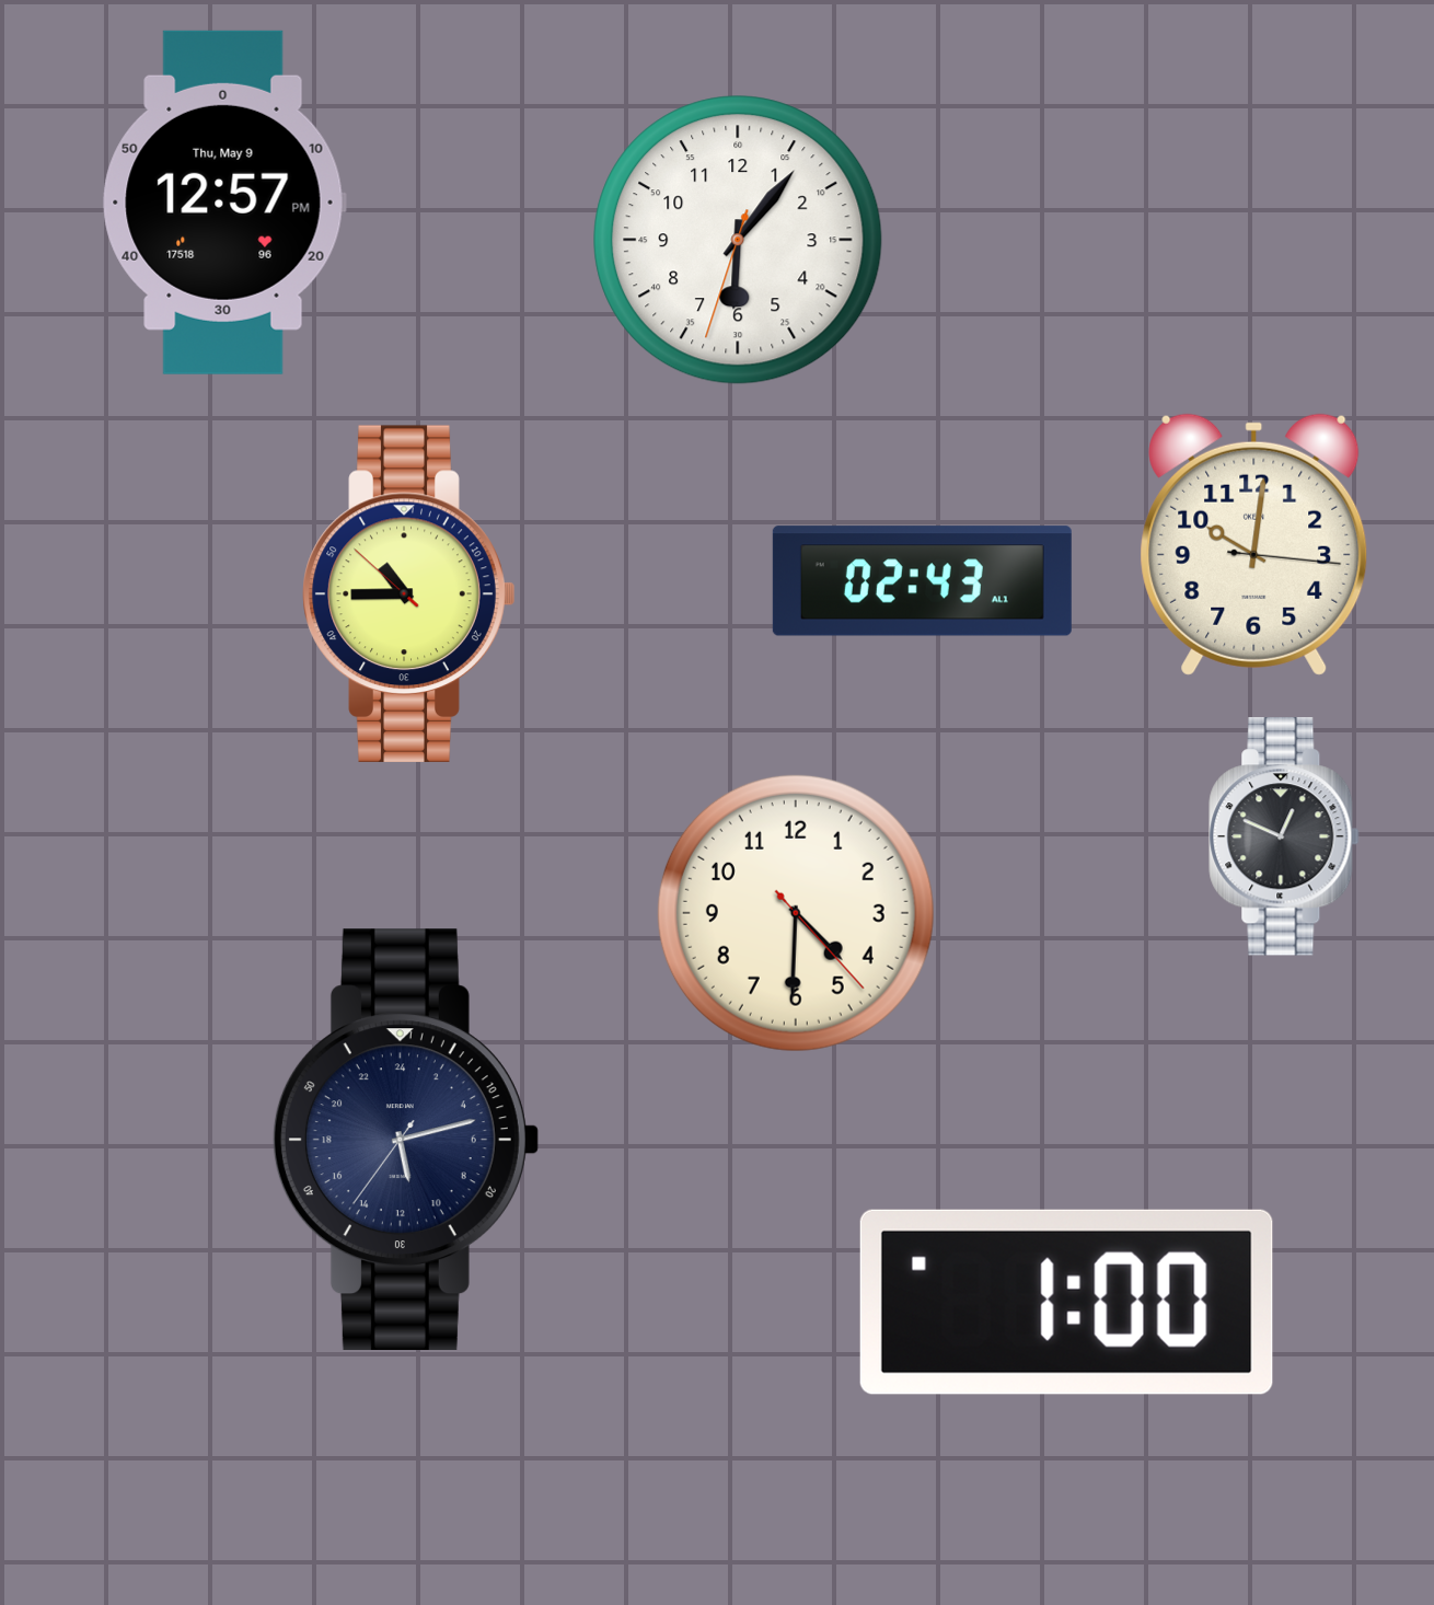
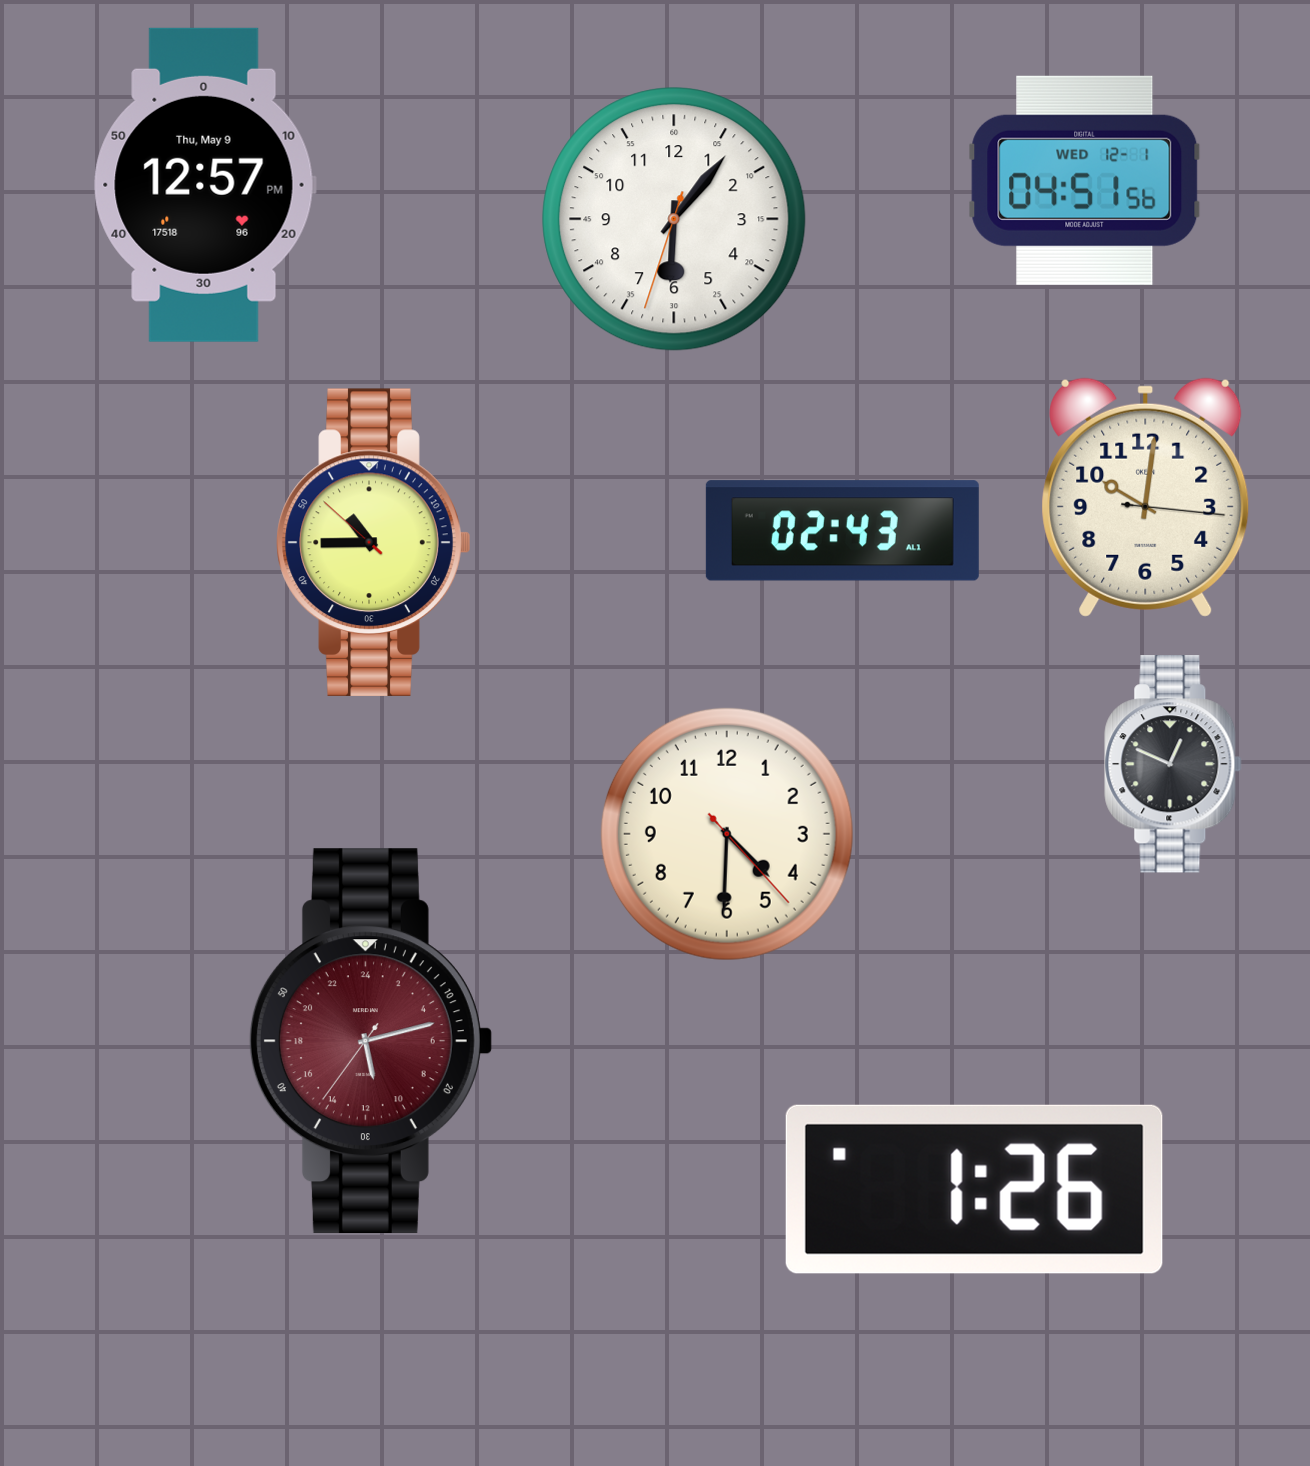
clock at (1085, 180): none -> 04:51
clock at (405, 1140) dial: navy -> burgundy
clock at (1066, 1302): 1:00 -> 1:26
